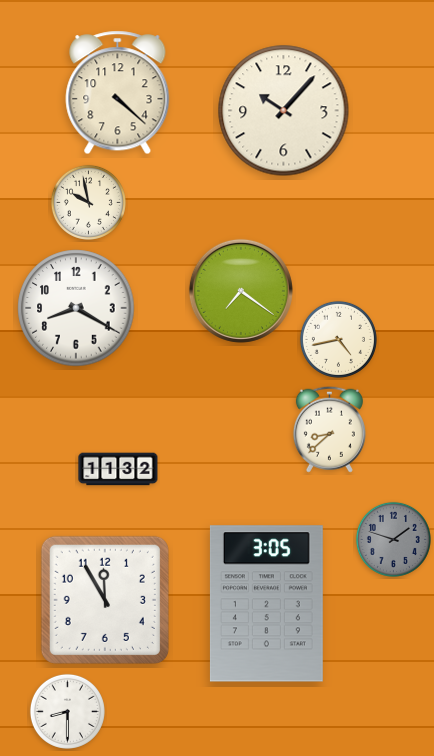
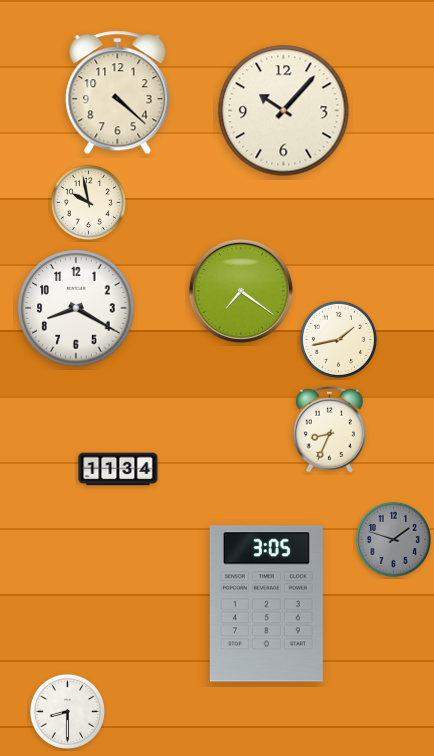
clock at (338, 339): 4:43 -> 1:43
clock at (329, 429): 8:38 -> 8:34
clock at (118, 469): 11:32 -> 11:34
clock at (105, 600): 11:55 -> none
